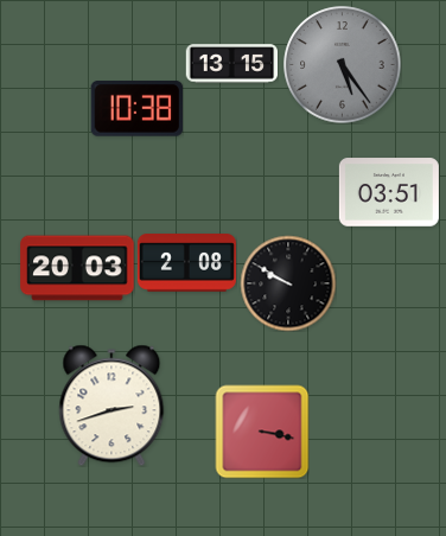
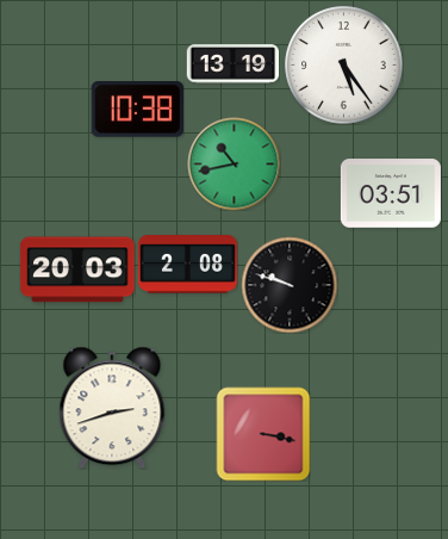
clock at (231, 64): 13:15 -> 13:19
clock at (343, 65) dial: grey -> white
clock at (234, 163): none -> 10:43
clock at (288, 283): 9:50 -> 9:48
